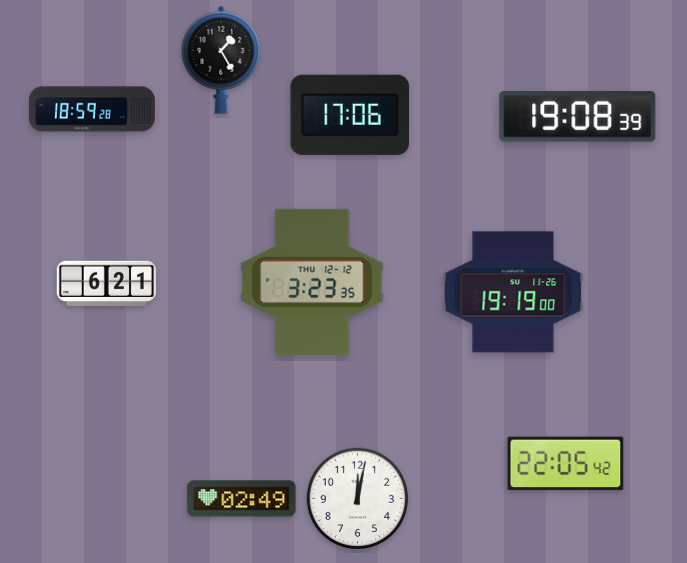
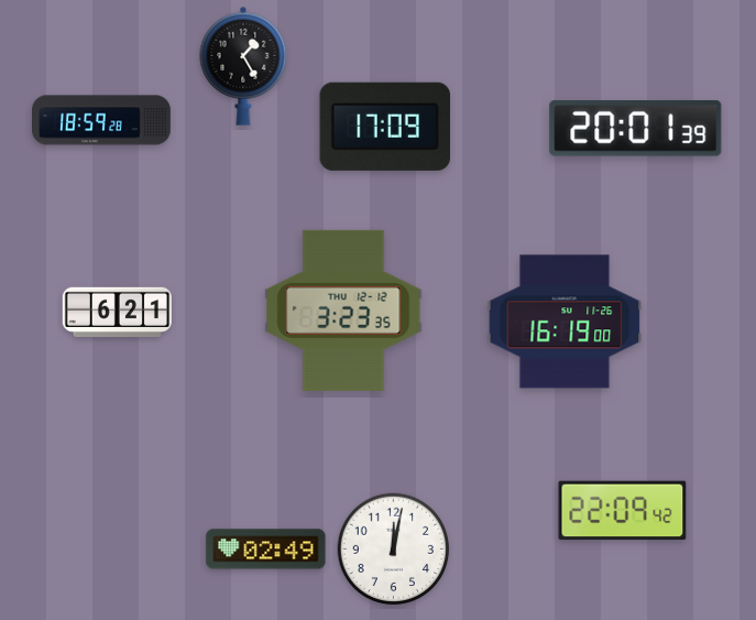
clock at (350, 115): 17:06 -> 17:09
clock at (578, 117): 19:08 -> 20:01
clock at (513, 292): 19:19 -> 16:19
clock at (566, 464): 22:05 -> 22:09
